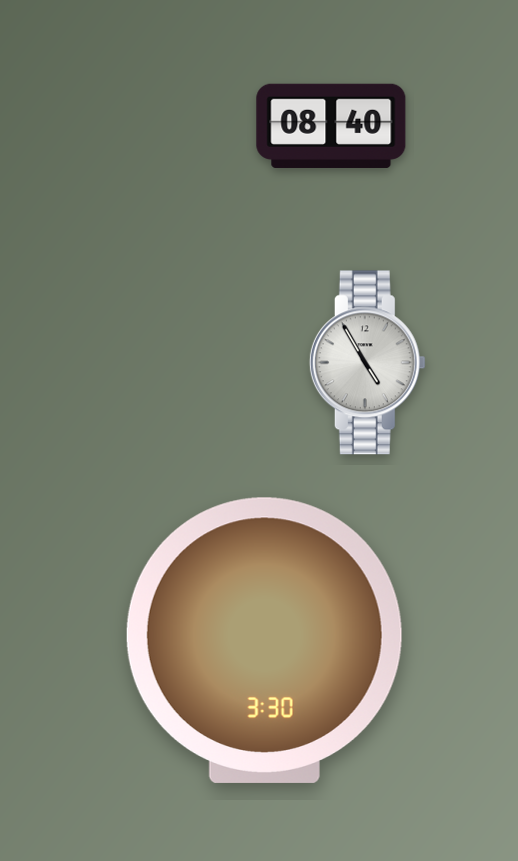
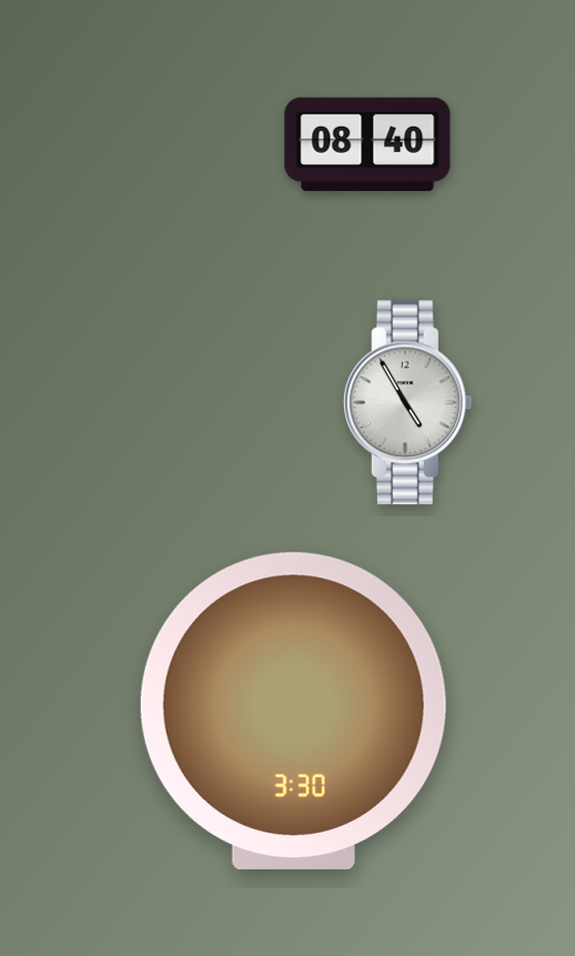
clock at (331, 126) position: (331, 126) -> (367, 144)
